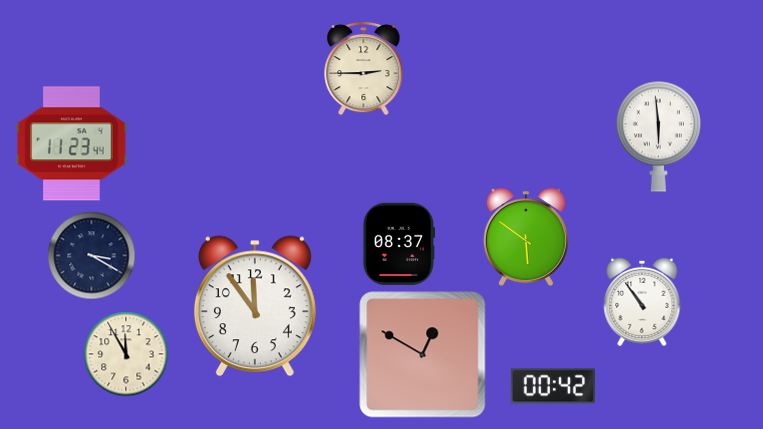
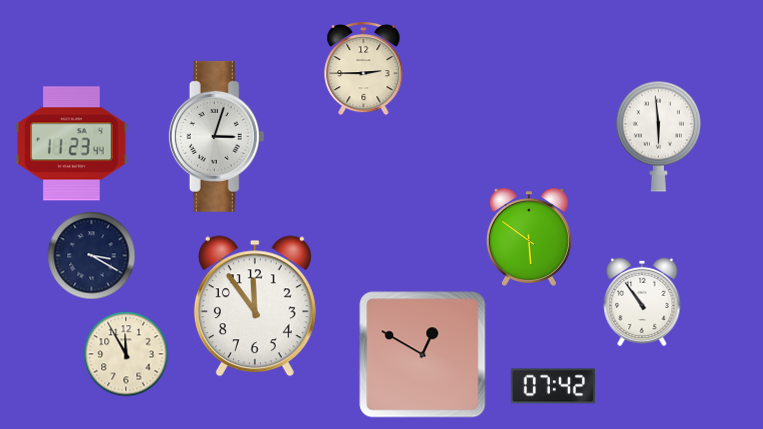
clock at (217, 136): none -> 3:03
clock at (526, 237) position: (526, 237) -> (529, 237)
clock at (398, 244): 08:37 -> none
clock at (553, 386): 00:42 -> 07:42
